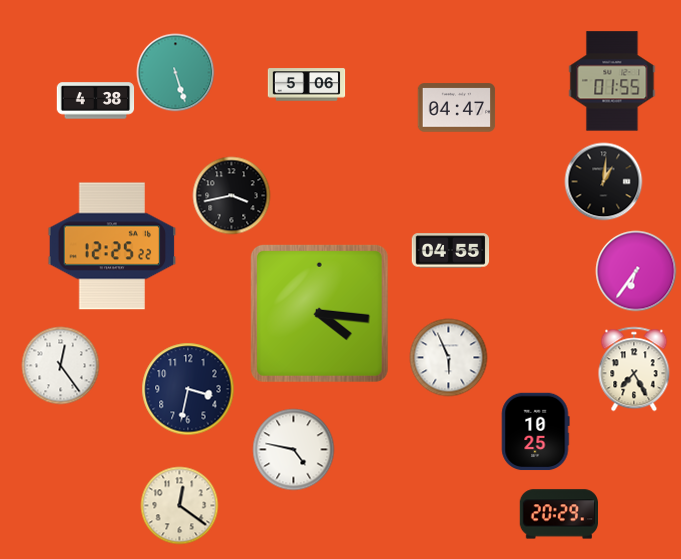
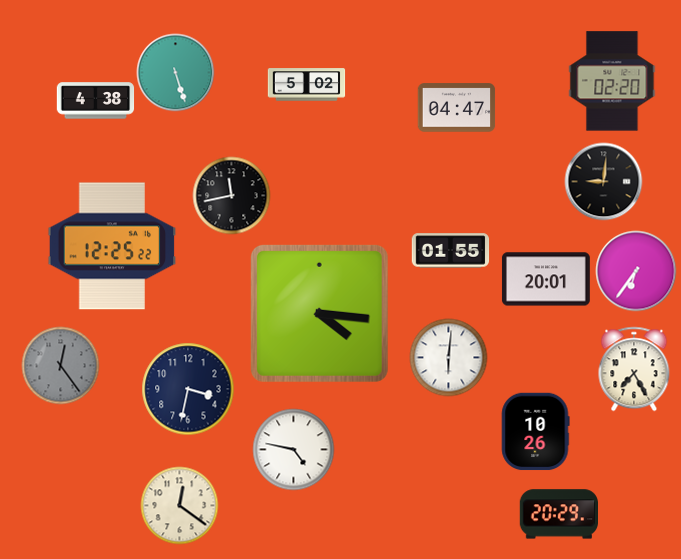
clock at (612, 81): 01:55 -> 02:20
clock at (306, 85): 5:06 -> 5:02
clock at (603, 181): 1:01 -> 9:01
clock at (231, 195): 3:43 -> 11:43
clock at (450, 251): 04:55 -> 01:55
clock at (546, 279): none -> 20:01
clock at (448, 357): 5:56 -> 6:01
clock at (60, 365) dial: white -> grey
clock at (535, 431): 10:25 -> 10:26
